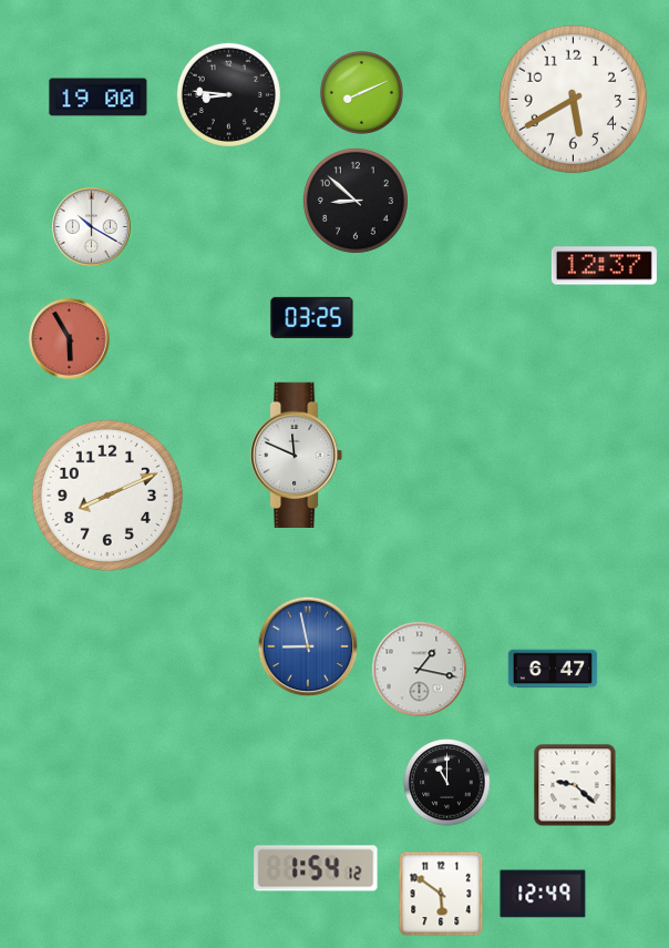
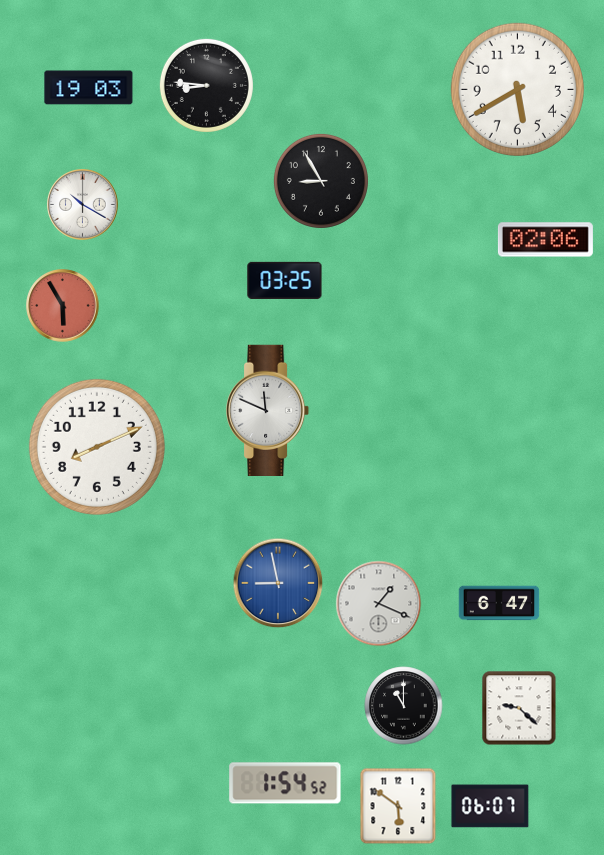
clock at (361, 92): 8:11 -> none
clock at (99, 98): 19:00 -> 19:03
clock at (356, 201): 8:52 -> 8:55
clock at (604, 266): 12:37 -> 02:06
clock at (312, 317) position: (312, 317) -> (285, 280)
clock at (420, 670): 1:17 -> 1:19
clock at (316, 868): 1:54:12 -> 1:54:52
clock at (543, 894): 12:49 -> 06:07
